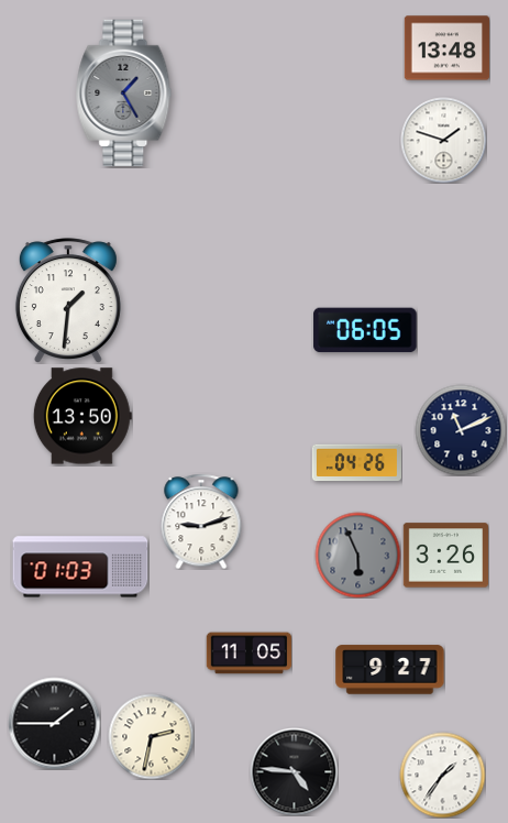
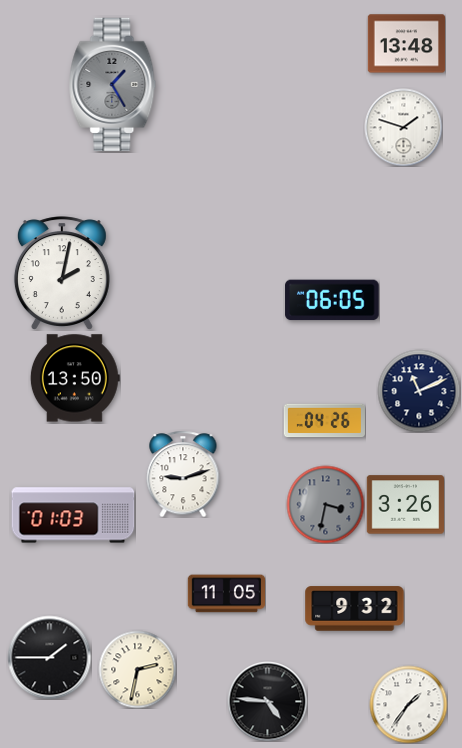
clock at (68, 300): 1:31 -> 2:02
clock at (357, 555): 5:56 -> 3:32
clock at (390, 670): 9:27 -> 9:32
clock at (442, 775) position: (442, 775) -> (408, 704)
